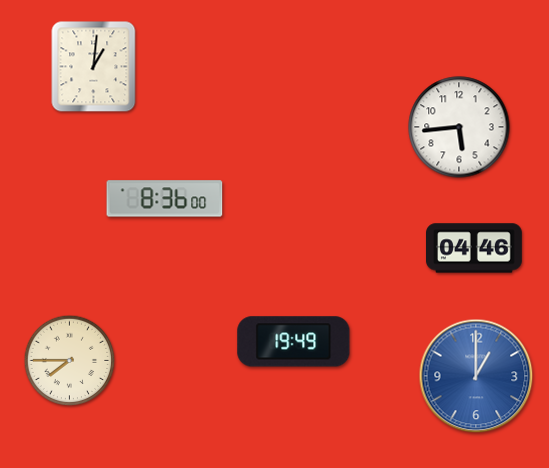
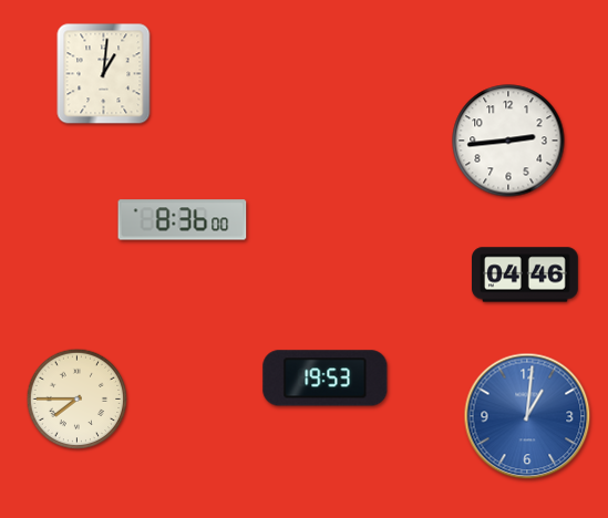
clock at (459, 127): 5:44 -> 2:44
clock at (294, 342): 19:49 -> 19:53
clock at (476, 376): 1:00 -> 1:01
